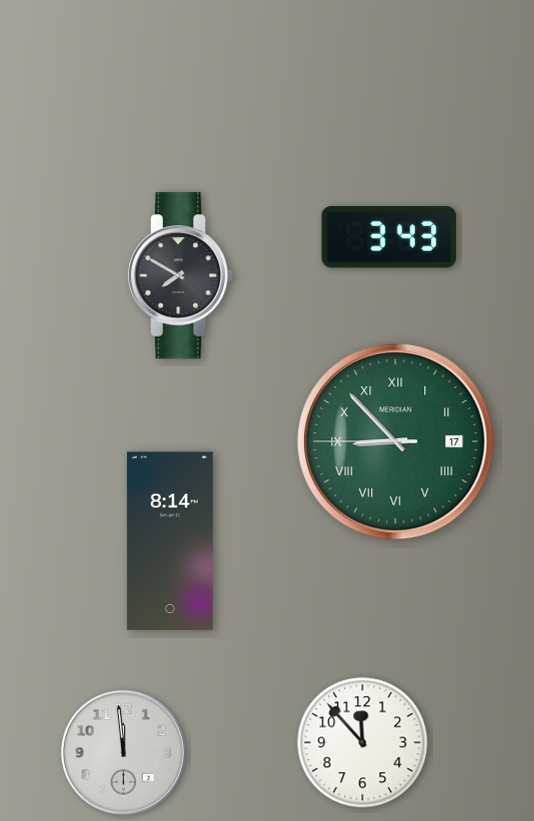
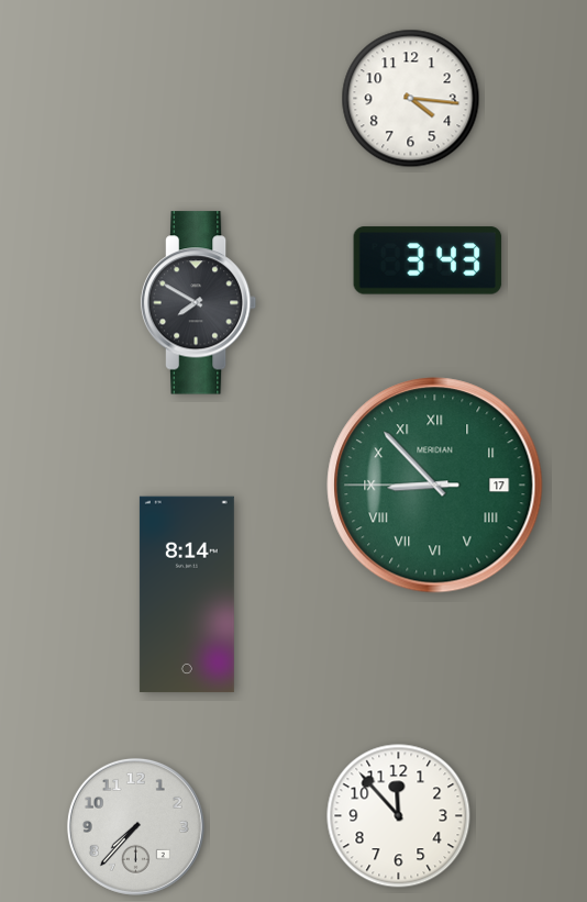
clock at (411, 99): none -> 4:16
clock at (123, 752): 11:59 -> 7:37
